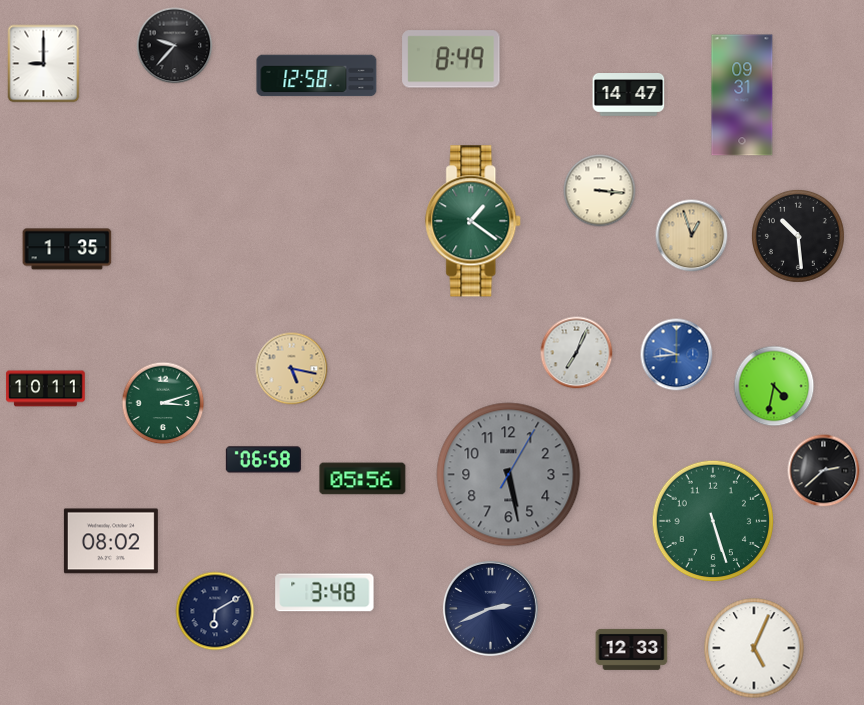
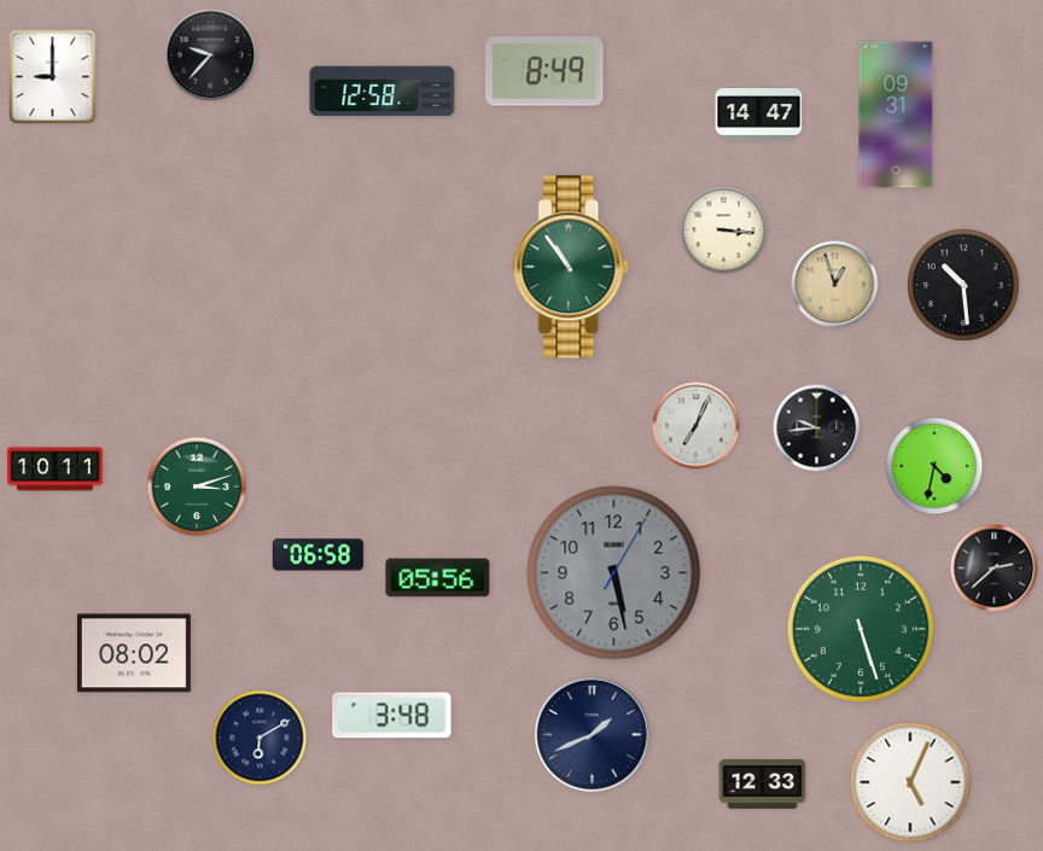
clock at (474, 221): 1:21 -> 10:54
clock at (67, 249): 1:35 -> none
clock at (677, 355) dial: blue -> black
clock at (292, 369): 5:17 -> none
clock at (490, 608): 2:41 -> 1:41
